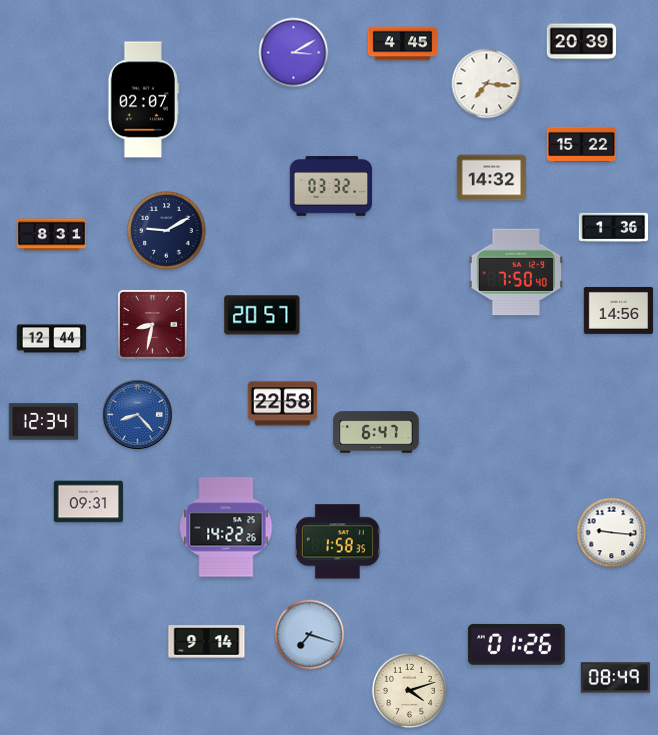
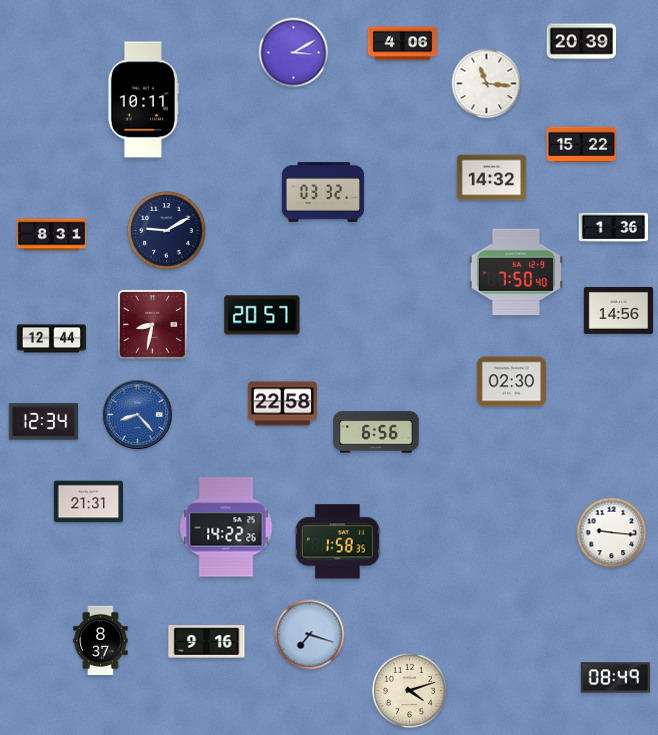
clock at (403, 44): 4:45 -> 4:06
clock at (487, 84): 7:16 -> 11:16
clock at (143, 100): 02:07 -> 10:11
clock at (331, 186) position: (331, 186) -> (323, 192)
clock at (512, 382): none -> 02:30
clock at (376, 432): 6:47 -> 6:56
clock at (89, 502): 09:31 -> 21:31
clock at (101, 641): none -> 8:37
clock at (207, 642): 9:14 -> 9:16
clock at (516, 644): 01:26 -> none
